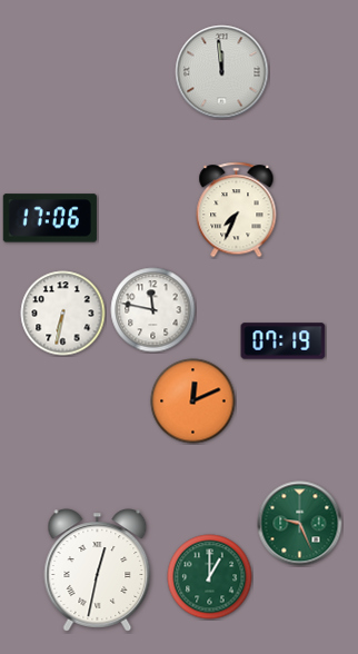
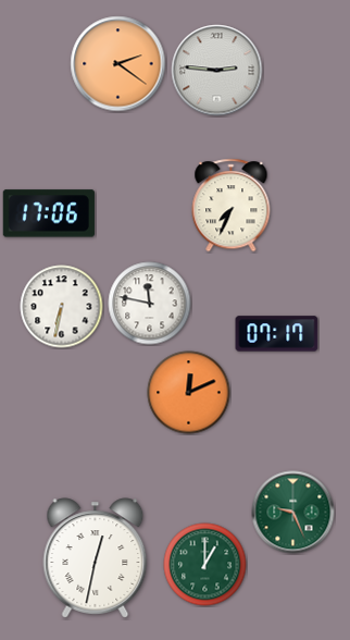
clock at (118, 64): none -> 2:21
clock at (222, 72): 11:59 -> 2:46
clock at (284, 341): 07:19 -> 07:17
